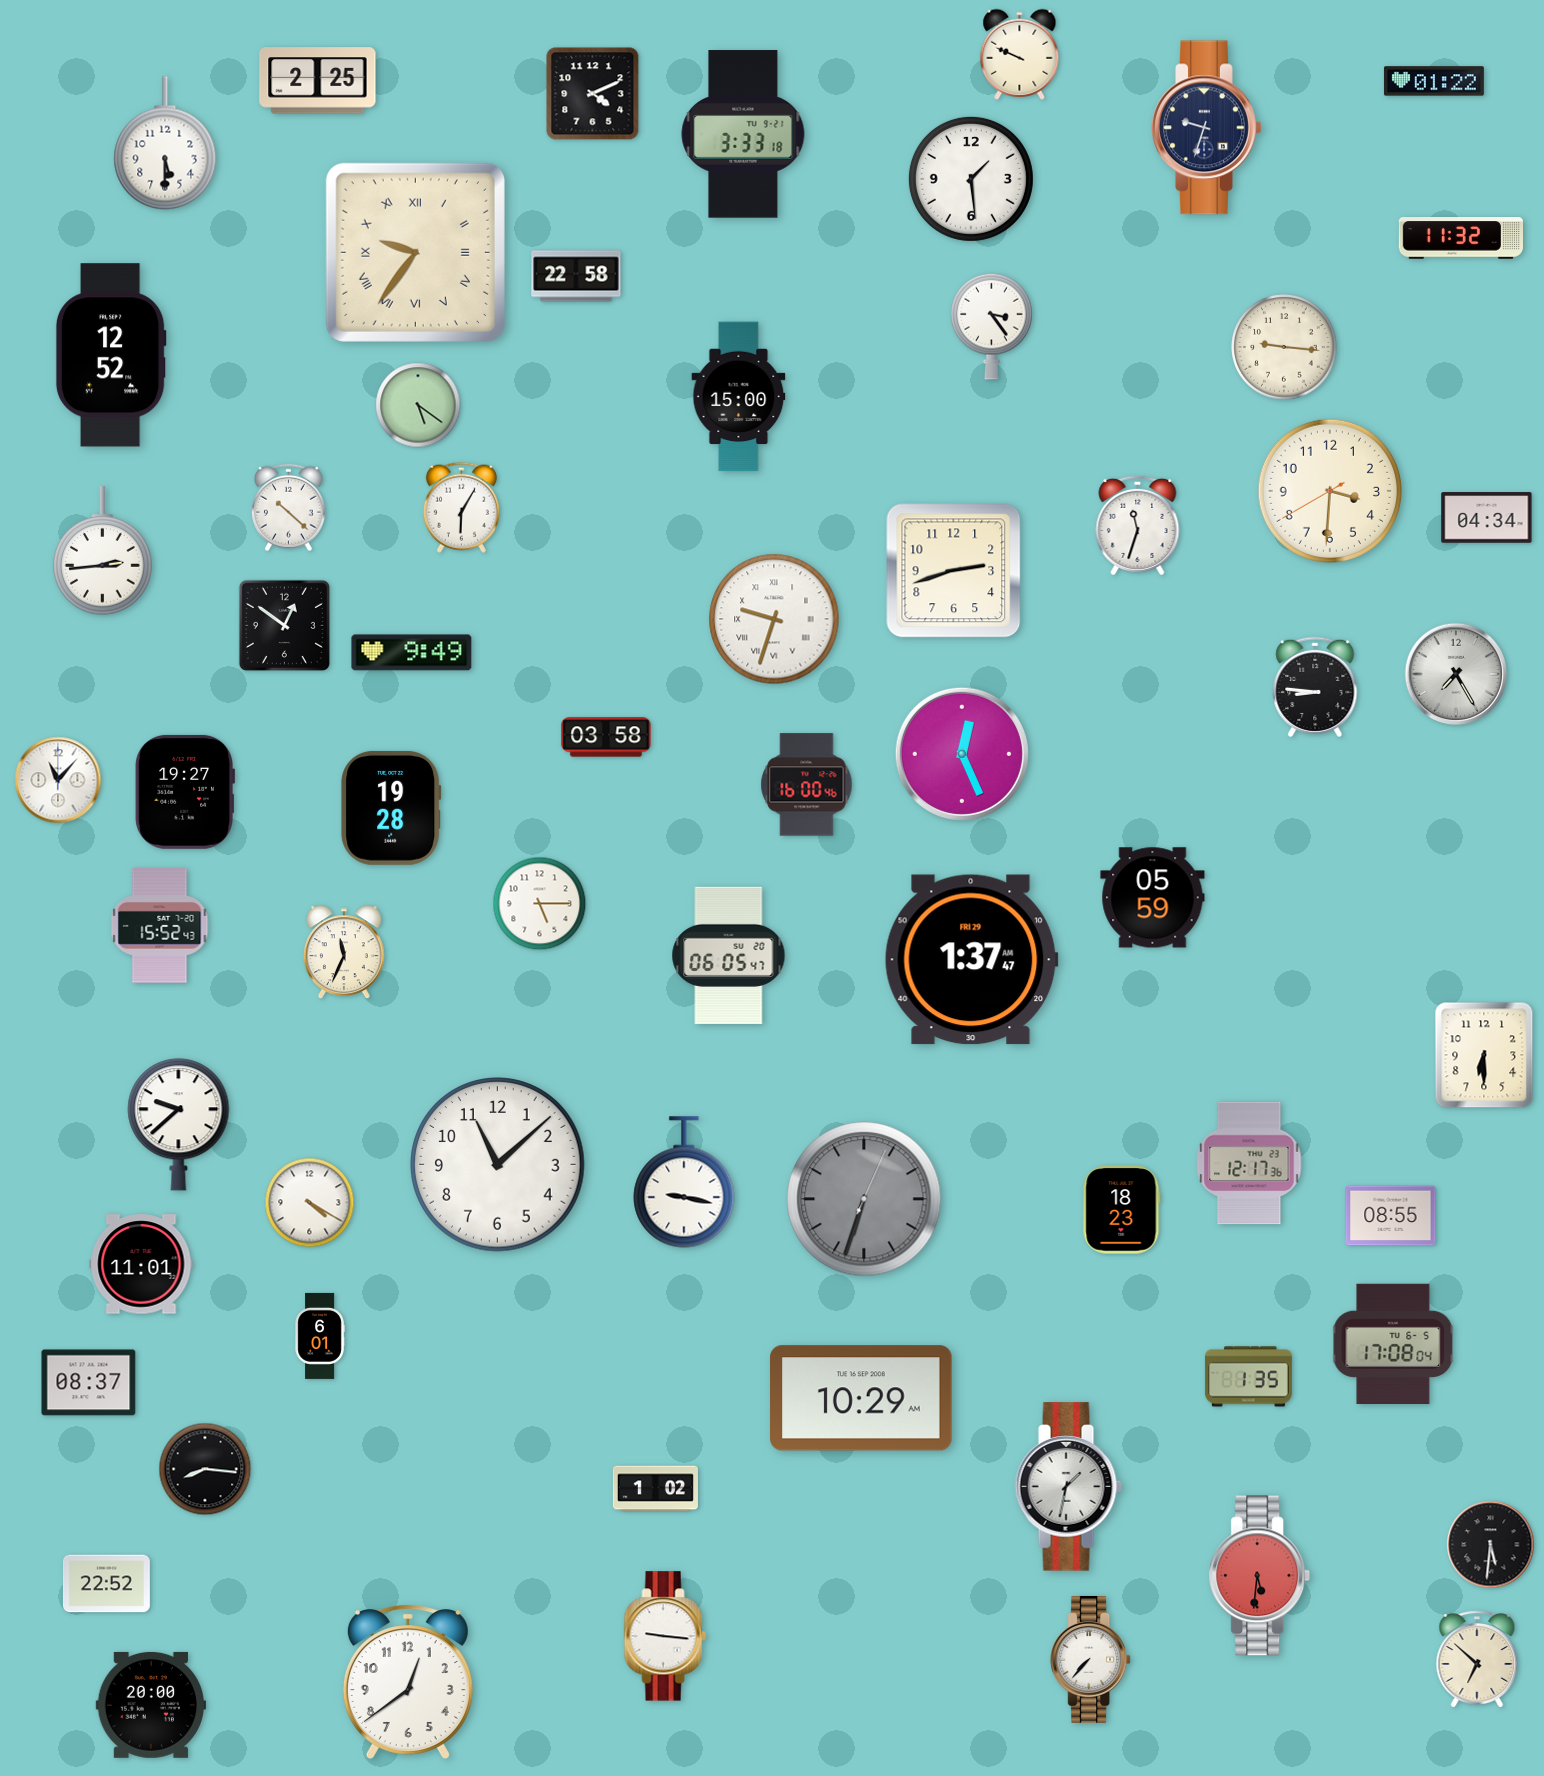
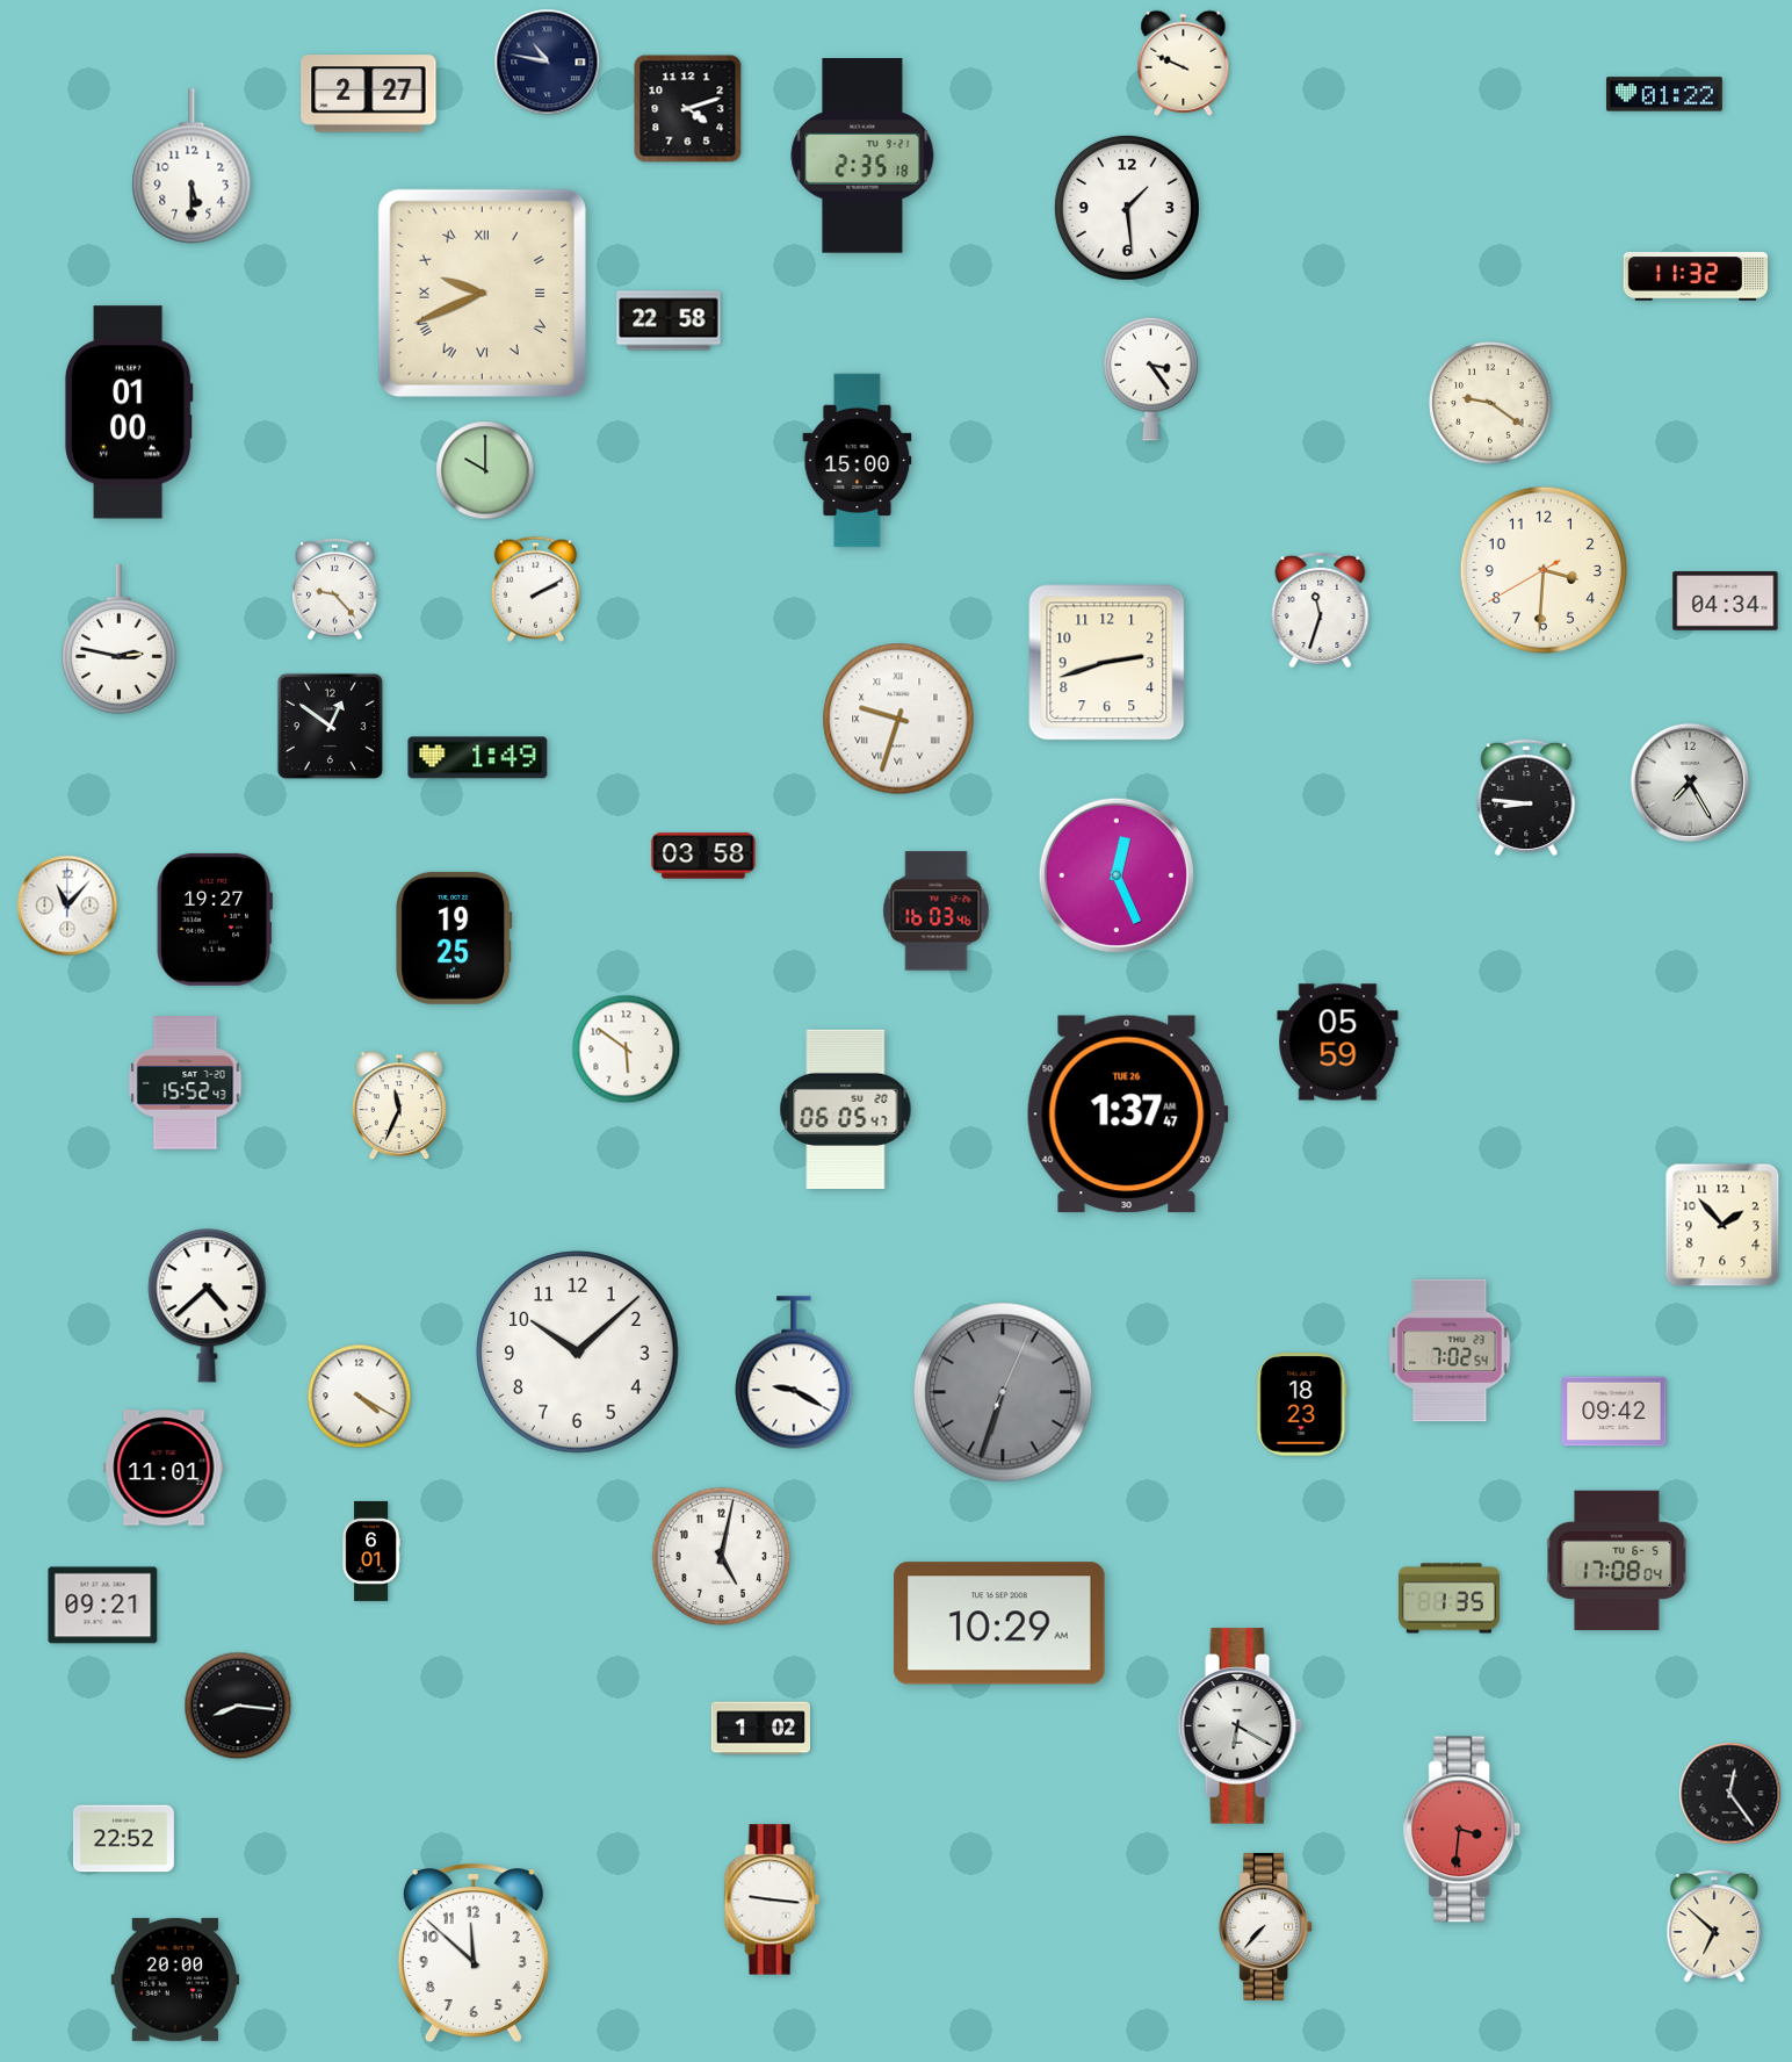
clock at (548, 63): none -> 10:47
clock at (318, 81): 2:25 -> 2:27
clock at (593, 94): 4:11 -> 4:12
clock at (1207, 128): 9:33 -> none
clock at (743, 134): 3:33 -> 2:35
clock at (415, 252): 9:36 -> 9:41
clock at (1284, 347): 9:16 -> 9:21
clock at (111, 355): 12:52 -> 01:00
clock at (418, 405): 5:21 -> 10:00
clock at (461, 507): 6:05 -> 2:10
clock at (289, 508): 10:22 -> 9:23
clock at (103, 551): 2:44 -> 2:47
clock at (412, 653): 9:49 -> 1:49
clock at (807, 785): 16:00 -> 16:03
clock at (391, 808): 19:28 -> 19:25
clock at (540, 904): 5:15 -> 5:51
clock at (160, 926) position: (160, 926) -> (186, 1083)
clock at (971, 960) date: FRI 29 -> TUE 26
clock at (1484, 1055): 6:30 -> 1:53
clock at (179, 1125): 9:38 -> 4:38
clock at (1249, 1163): 12:17 -> 7:02
clock at (498, 1165): 11:08 -> 10:08
clock at (684, 1182): 9:17 -> 9:20
clock at (1391, 1216): 08:55 -> 09:42
clock at (722, 1557): none -> 5:02
clock at (89, 1383): 08:37 -> 09:21
clock at (1068, 1487): 1:32 -> 6:20
clock at (1491, 1545): 5:31 -> 12:24
clock at (1260, 1576): 5:31 -> 3:31
clock at (408, 1682): 12:39 -> 11:52
